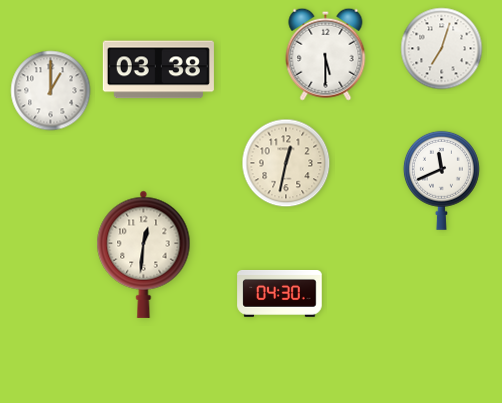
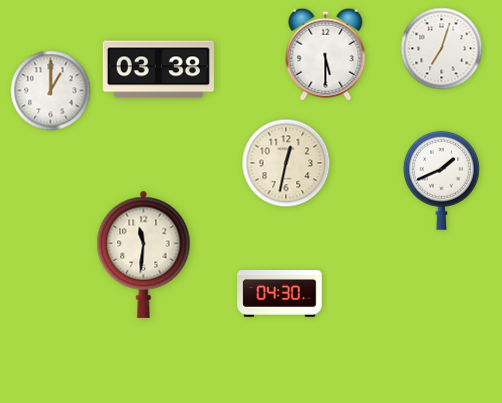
clock at (441, 180): 11:41 -> 1:41
clock at (144, 254): 12:31 -> 11:31
